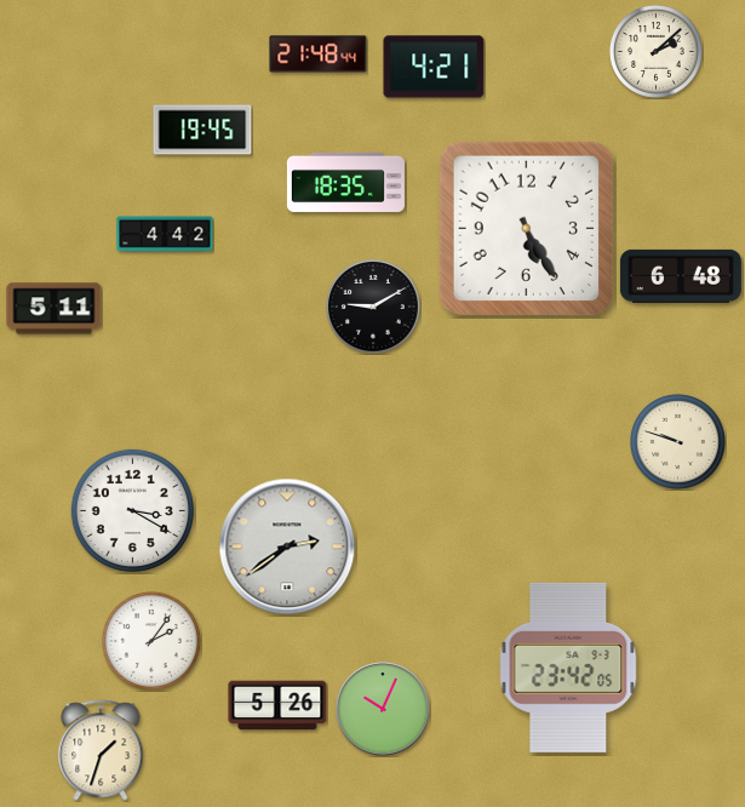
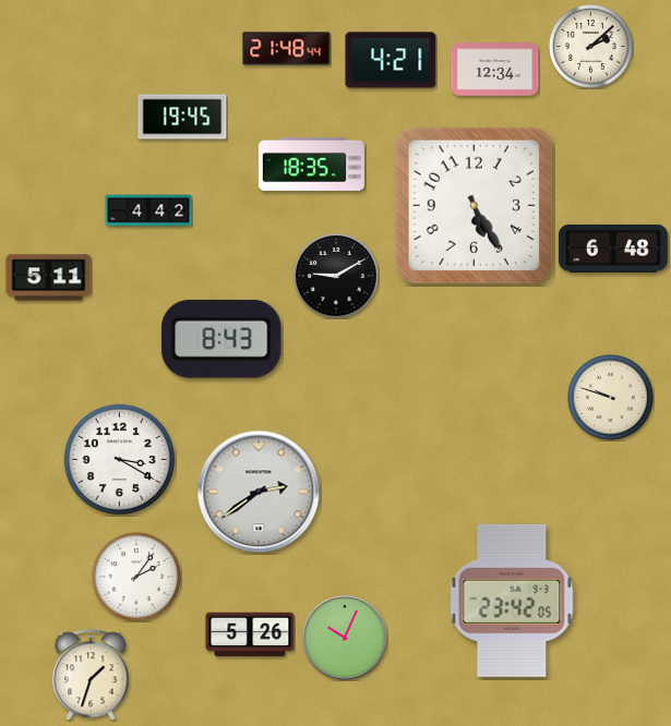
clock at (495, 70): none -> 12:34
clock at (221, 339): none -> 8:43
